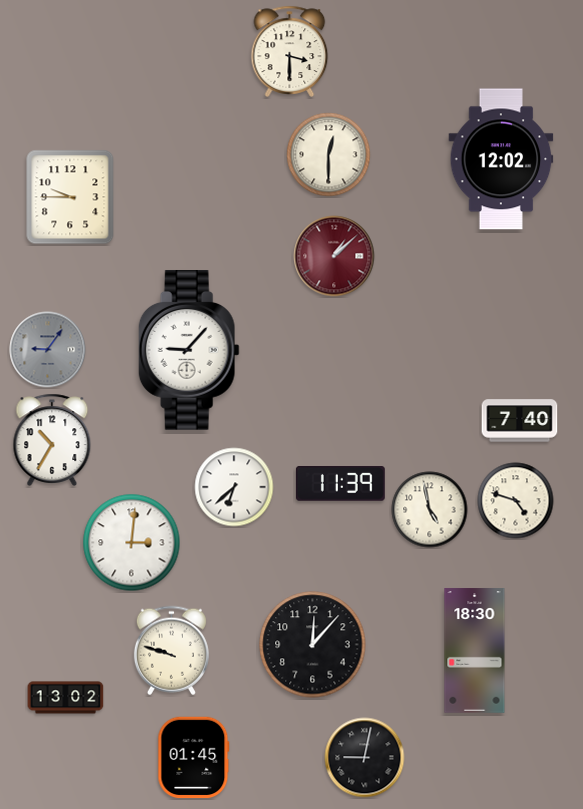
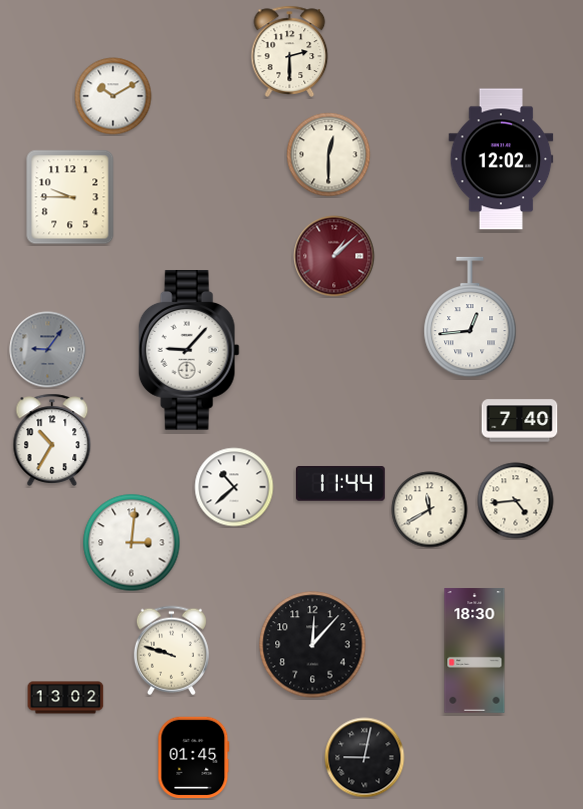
clock at (290, 51): 3:30 -> 2:30
clock at (113, 96): none -> 10:10
clock at (470, 317): none -> 12:44
clock at (340, 484): 11:39 -> 11:44
clock at (234, 487): 6:38 -> 10:38
clock at (516, 501): 4:48 -> 4:44
clock at (430, 510): 4:58 -> 11:40
